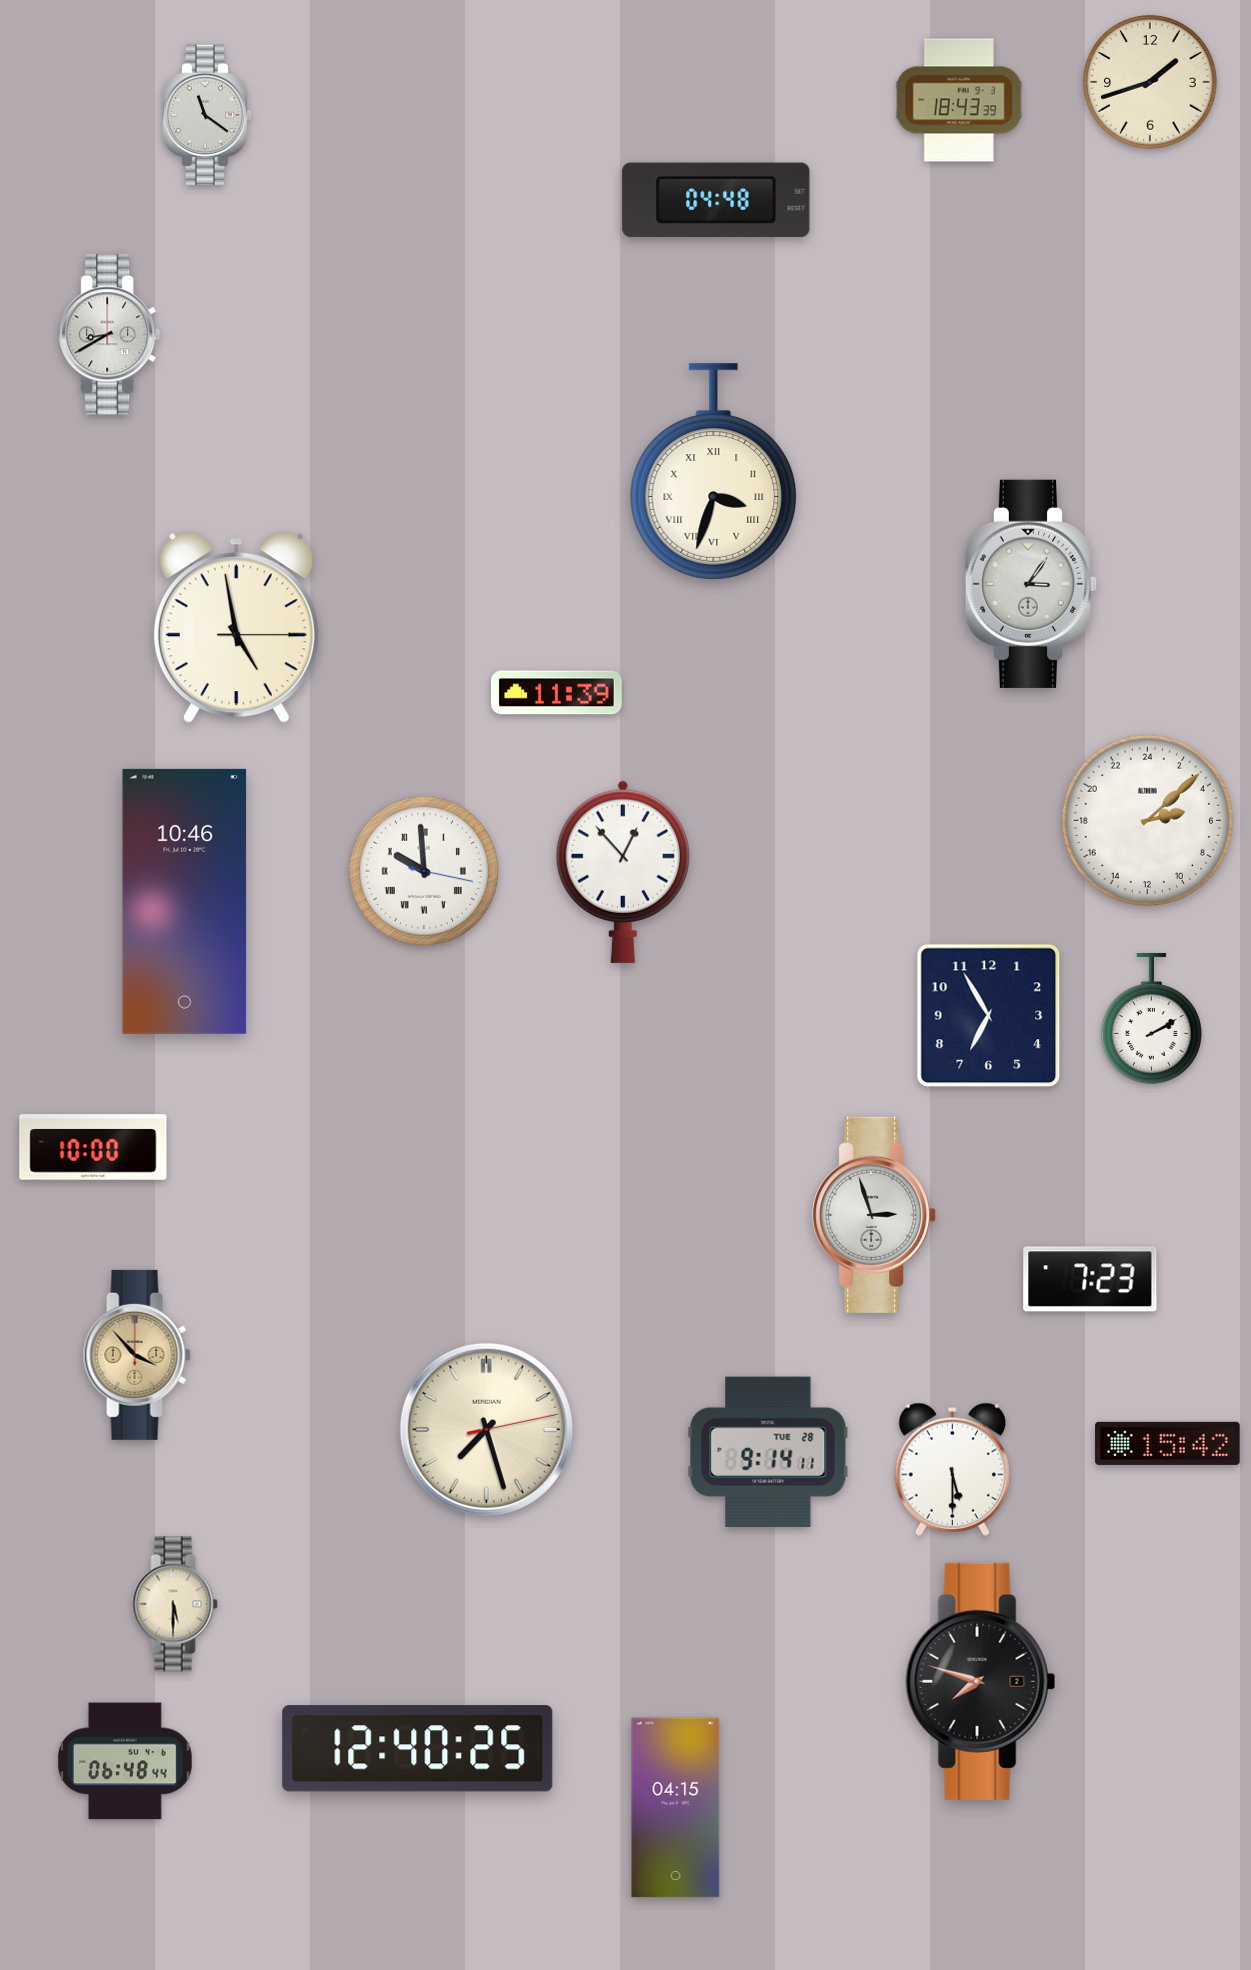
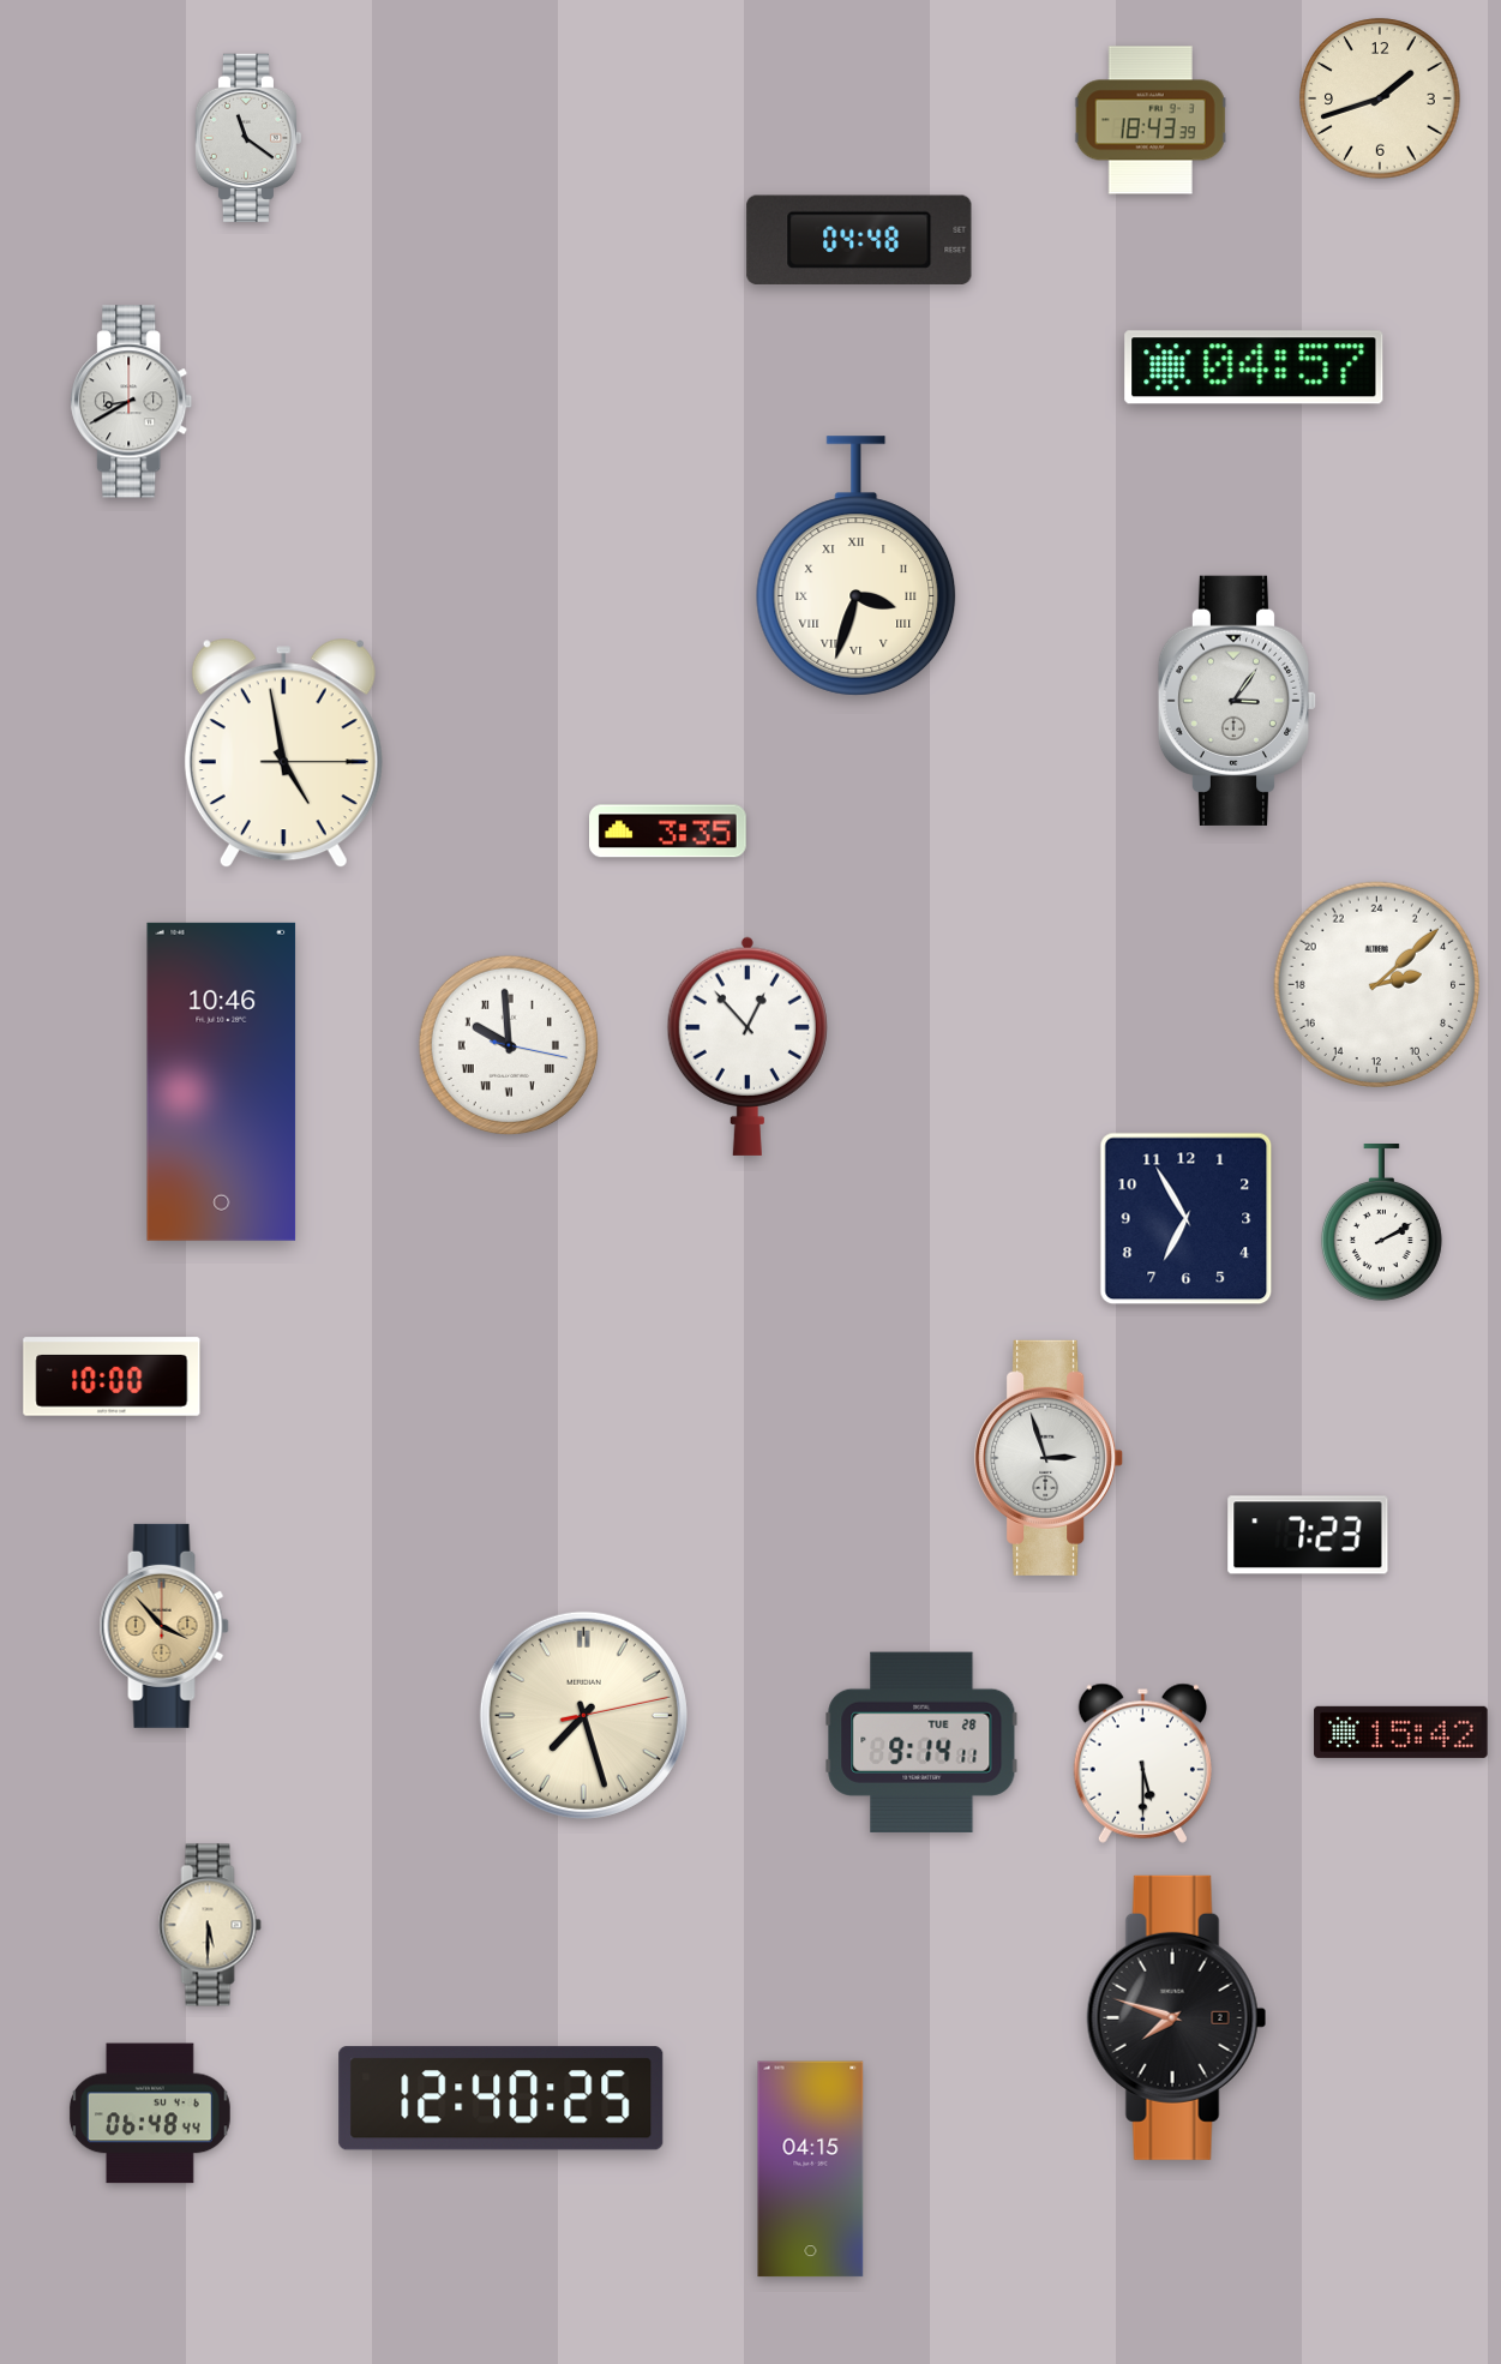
clock at (1254, 367): none -> 04:57
clock at (557, 693): 11:39 -> 3:35
